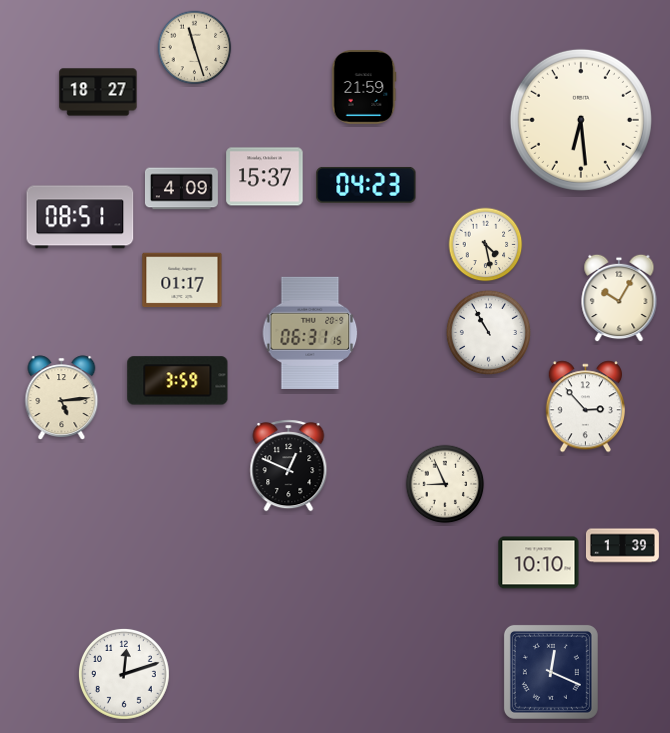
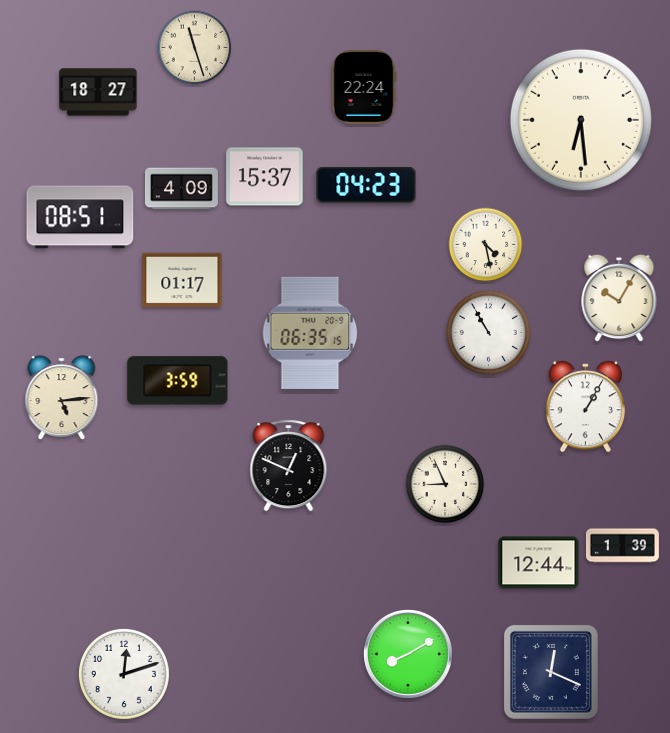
clock at (364, 88): 21:59 -> 22:24
clock at (310, 333): 06:31 -> 06:35
clock at (585, 407): 2:53 -> 1:05
clock at (539, 563): 10:10 -> 12:44
clock at (408, 654): none -> 8:10
